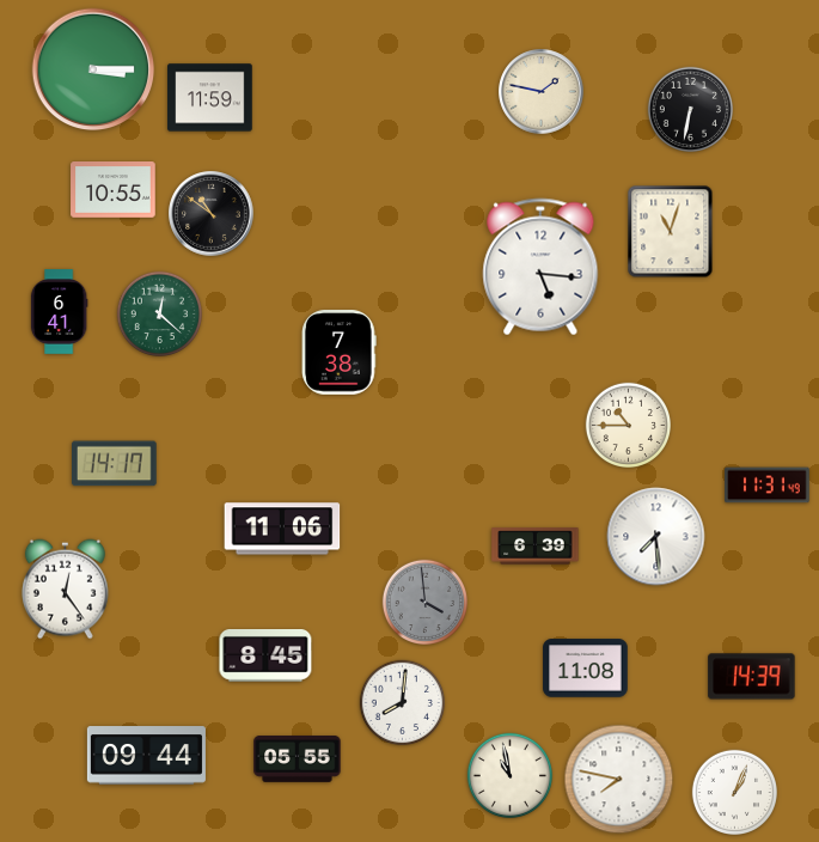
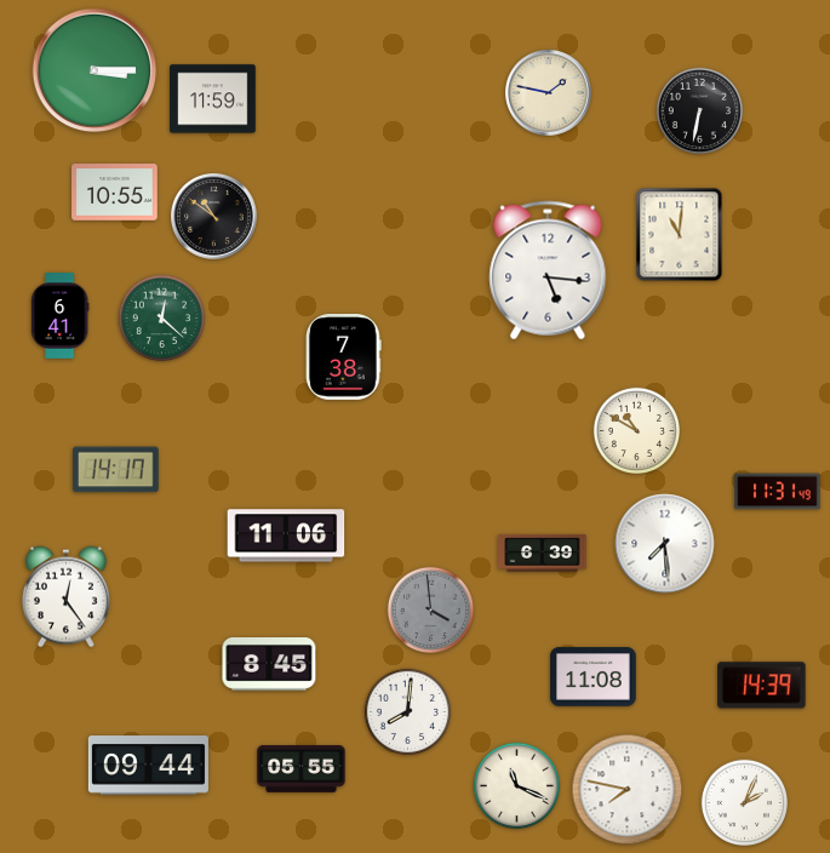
clock at (671, 232): 11:03 -> 11:01
clock at (628, 425): 10:45 -> 10:50
clock at (509, 775): 10:58 -> 11:19
clock at (734, 792): 1:04 -> 2:04
